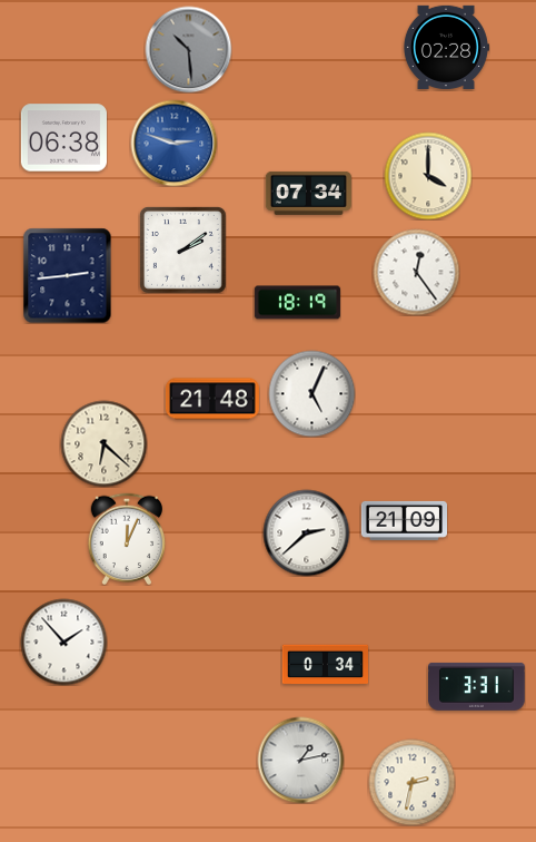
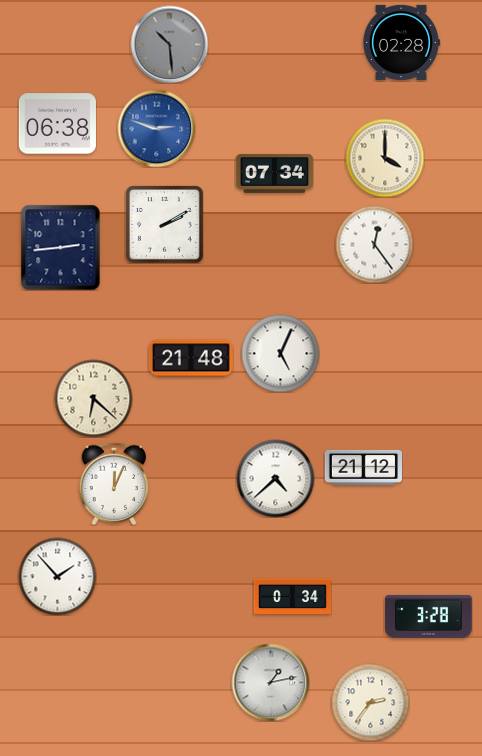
clock at (308, 193) position: (308, 193) -> (274, 173)
clock at (182, 249): 2:09 -> 2:10
clock at (297, 303): 18:19 -> none
clock at (404, 520): 21:09 -> 21:12
clock at (306, 532): 2:38 -> 4:38
clock at (477, 686): 3:31 -> 3:28
clock at (411, 782): 2:32 -> 2:36
